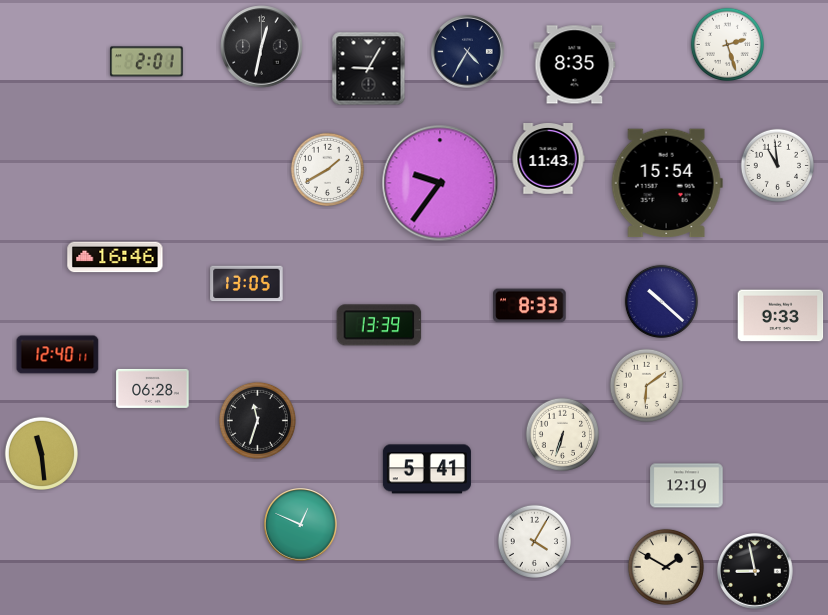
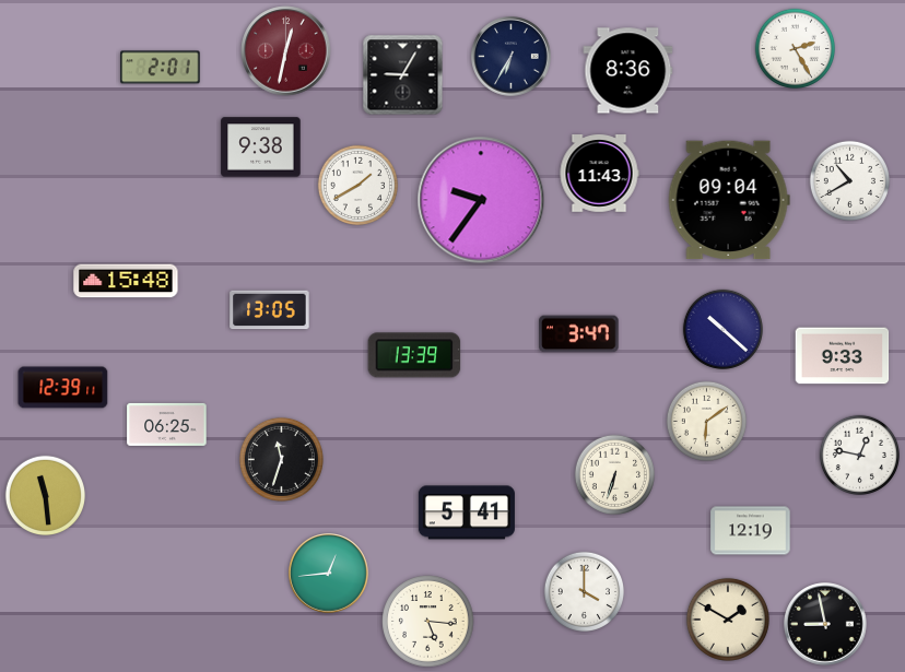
clock at (727, 44): 2:27 -> 2:25
clock at (262, 47) dial: black -> burgundy
clock at (468, 52): 4:35 -> 6:35
clock at (575, 65): 8:35 -> 8:36
clock at (261, 148): none -> 9:38
clock at (777, 165): 10:59 -> 10:40
clock at (667, 183): 15:54 -> 09:04
clock at (115, 257): 16:46 -> 15:48
clock at (530, 306): 8:33 -> 3:47
clock at (781, 316) position: (781, 316) -> (843, 356)
clock at (58, 355): 12:40 -> 12:39
clock at (153, 388): 06:28 -> 06:25
clock at (859, 455): none -> 12:47
clock at (301, 525): 12:49 -> 12:44
clock at (534, 541): 4:05 -> 4:00
clock at (428, 622): none -> 5:16
